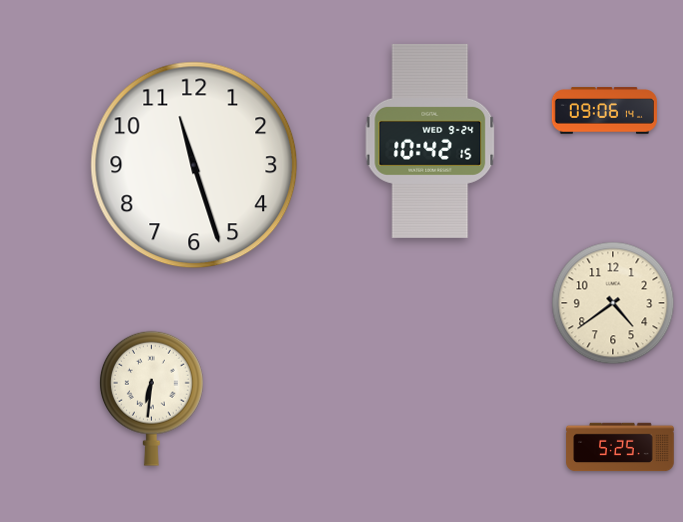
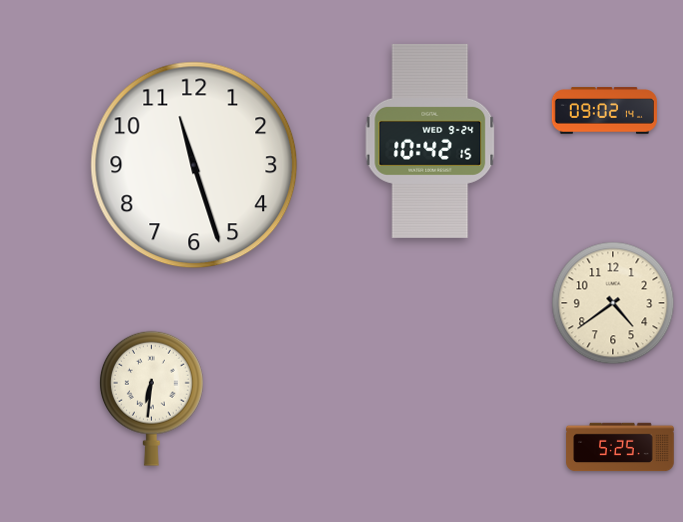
clock at (604, 111): 09:06 -> 09:02
